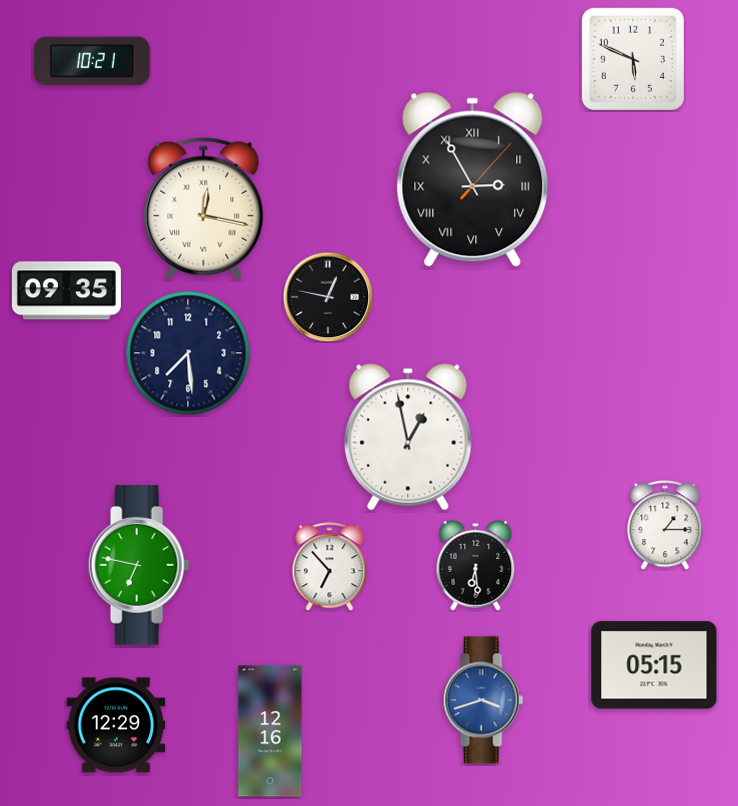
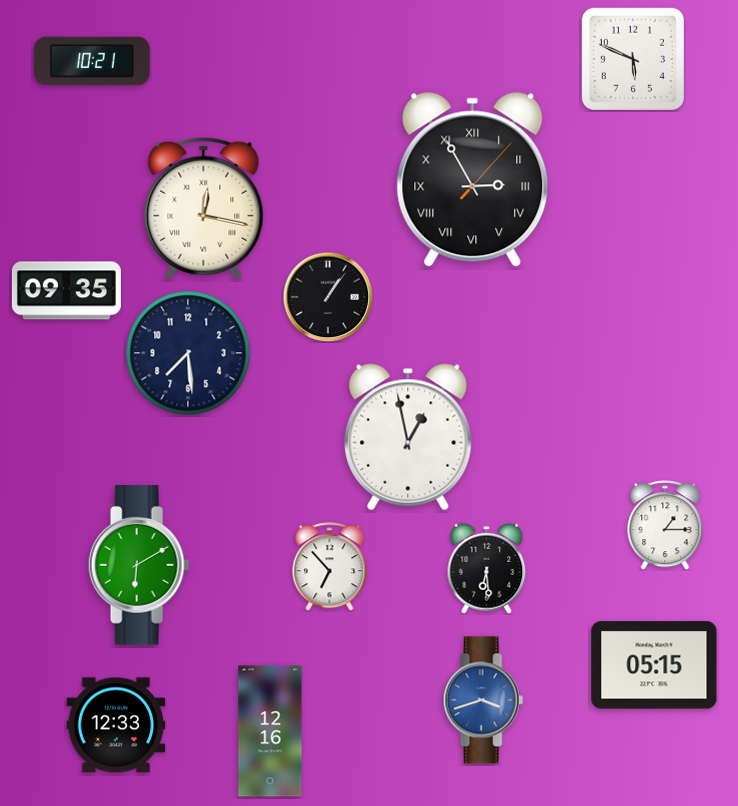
clock at (328, 297): 12:47 -> 1:06
clock at (139, 565): 6:47 -> 6:10
clock at (476, 565) position: (476, 565) -> (487, 568)
clock at (116, 725): 12:29 -> 12:33
